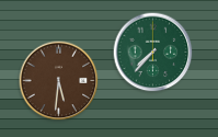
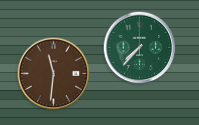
clock at (59, 81): 5:31 -> 11:31
